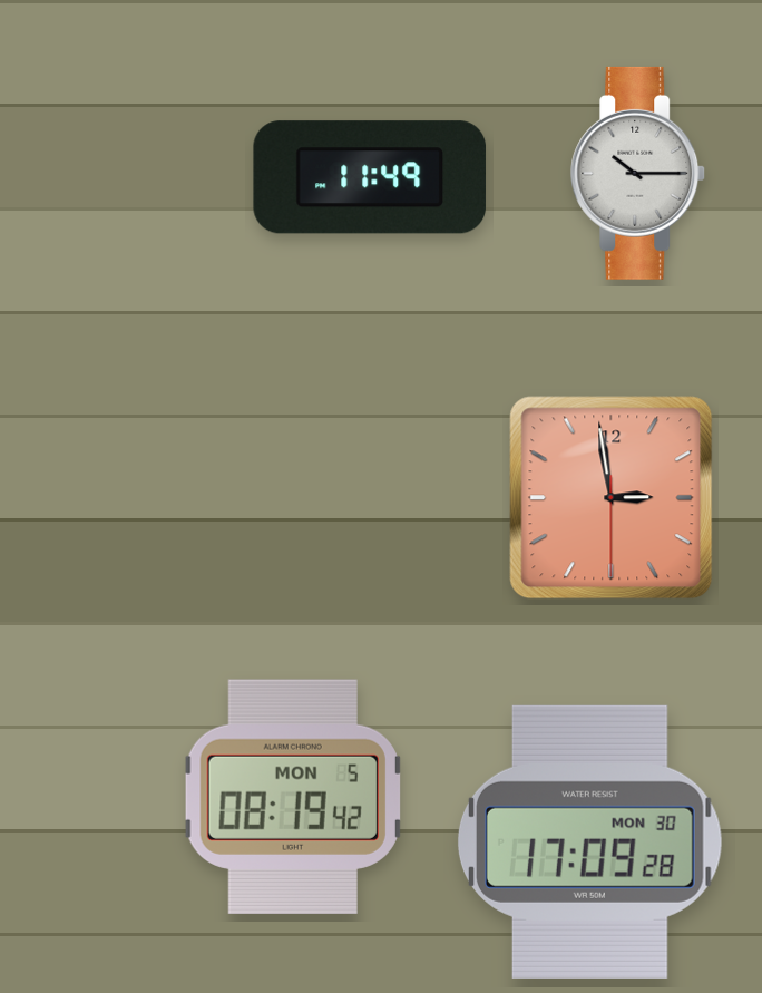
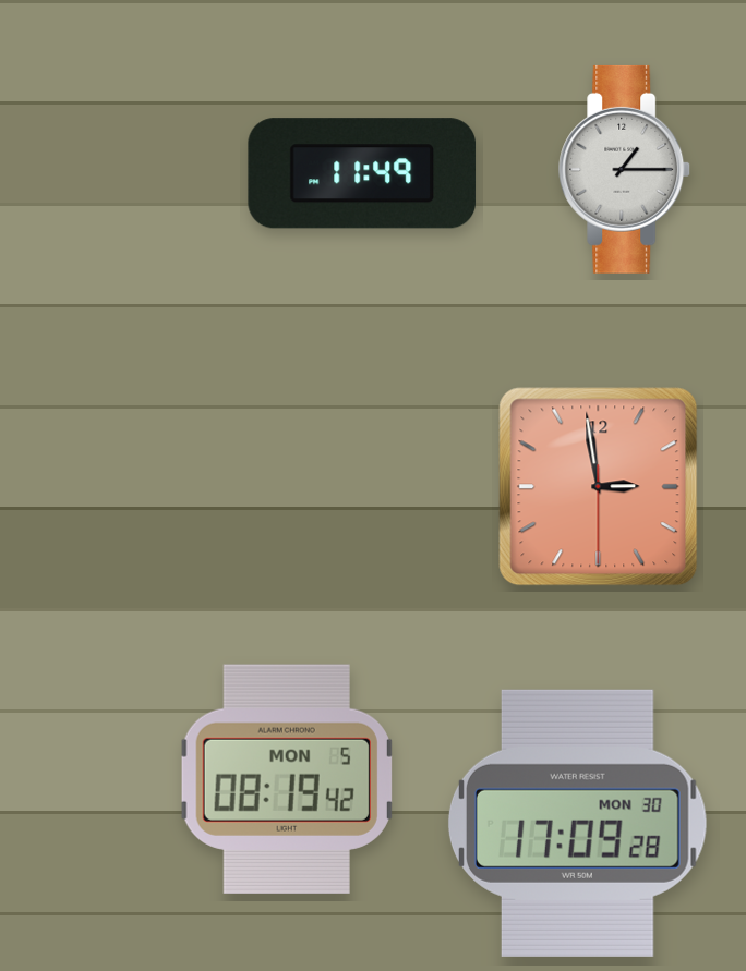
clock at (638, 173): 10:15 -> 1:15
